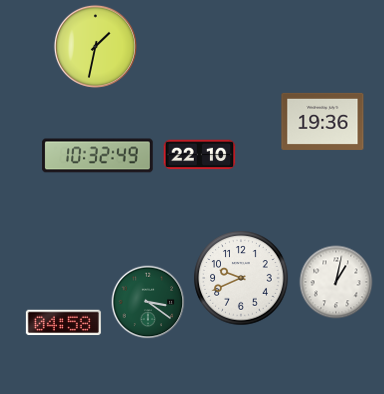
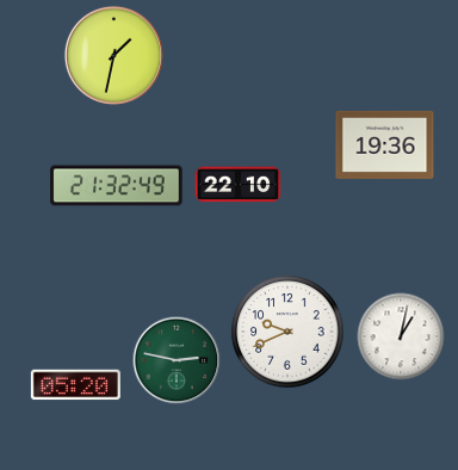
clock at (98, 156): 10:32 -> 21:32
clock at (148, 302): 3:21 -> 2:47
clock at (63, 323): 04:58 -> 05:20
